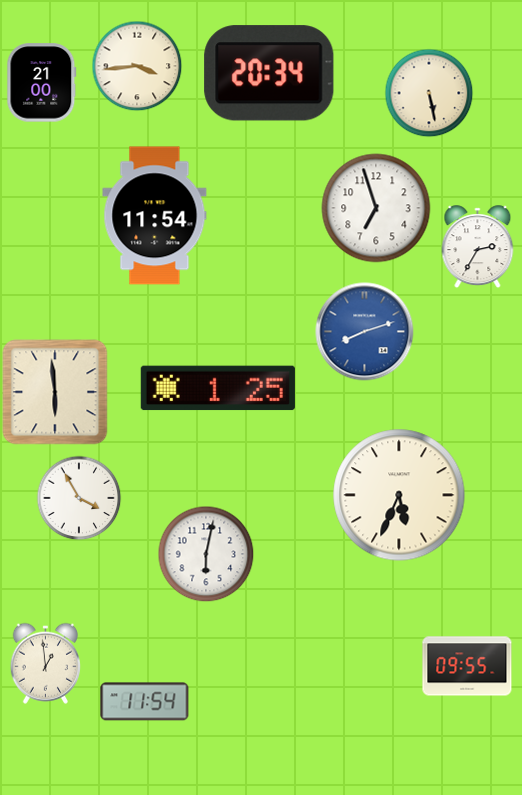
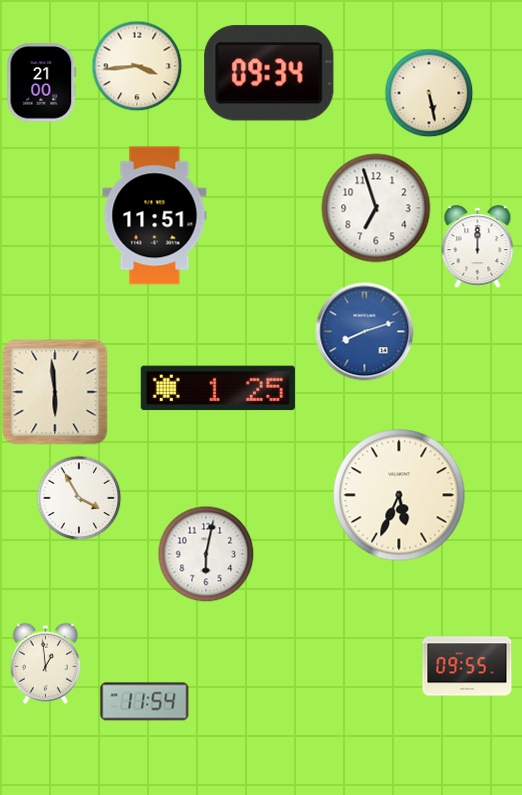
clock at (269, 73): 20:34 -> 09:34
clock at (155, 216): 11:54 -> 11:51
clock at (478, 247): 2:35 -> 12:00
